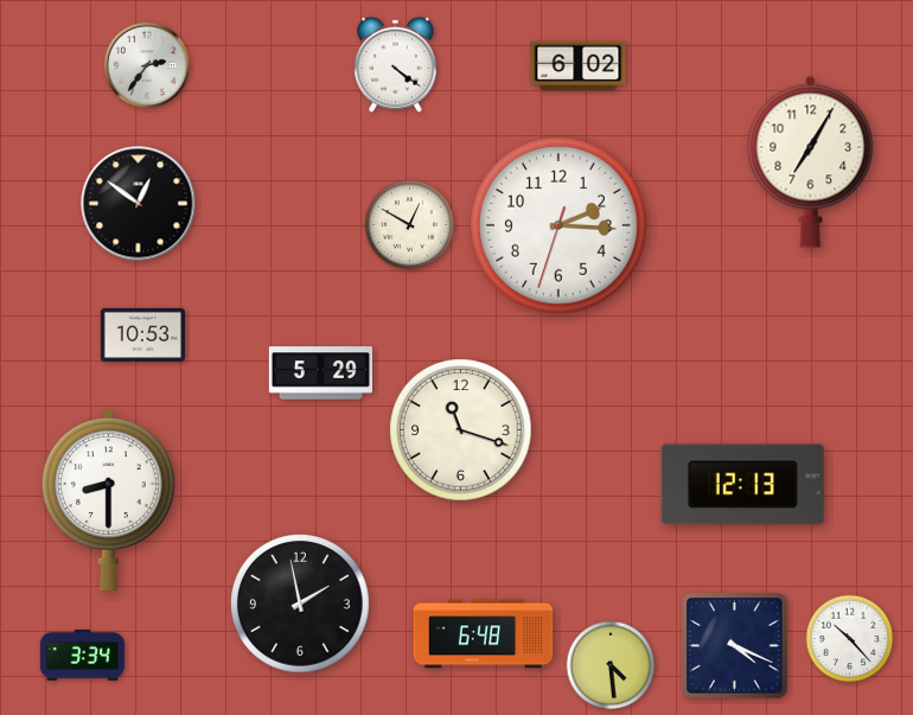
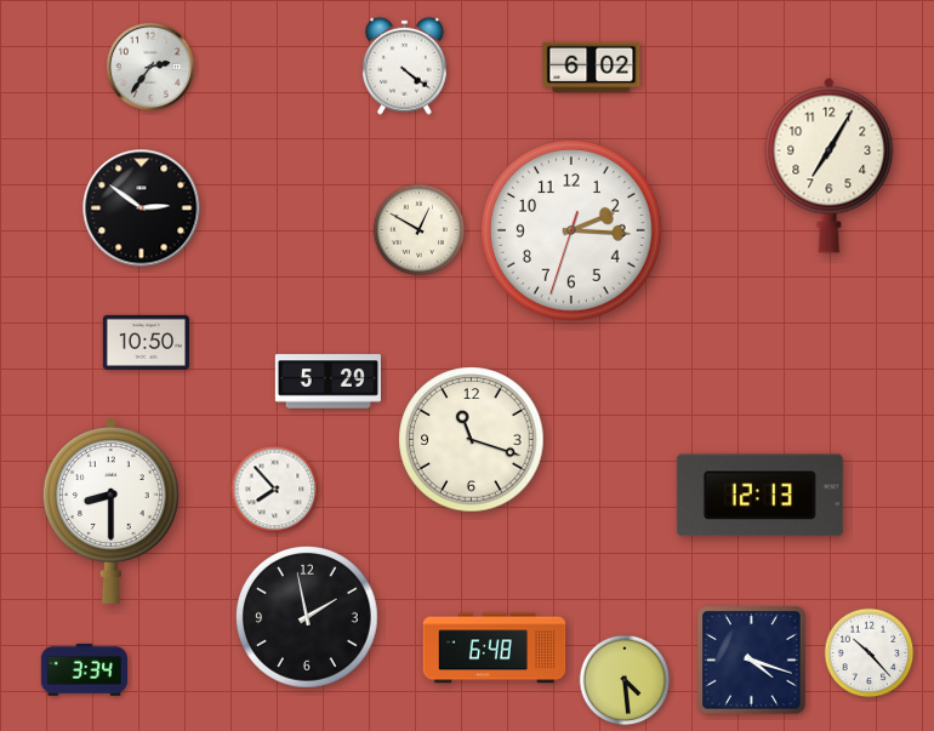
clock at (139, 204): 12:51 -> 2:51
clock at (142, 334): 10:53 -> 10:50
clock at (275, 490): none -> 7:53
clock at (735, 646): 4:19 -> 4:18
